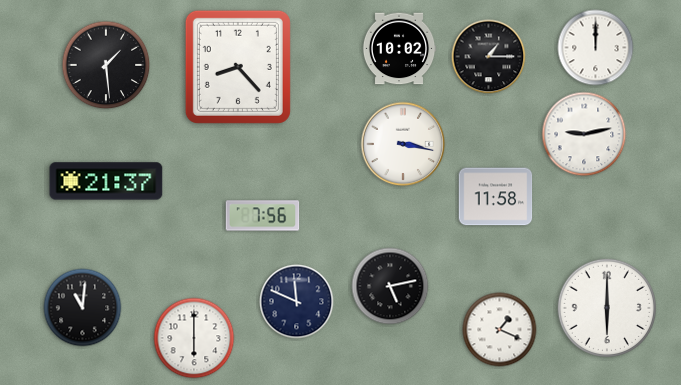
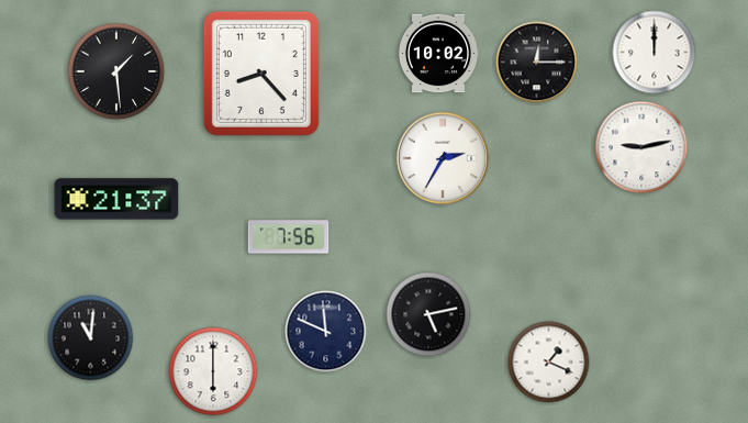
clock at (489, 57): 1:15 -> 12:15
clock at (403, 144): 3:17 -> 2:35
clock at (496, 197): 11:58 -> none
clock at (607, 308): 6:00 -> none
